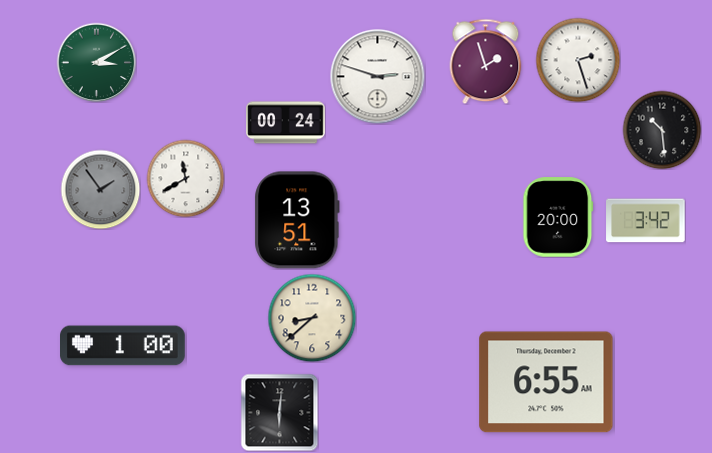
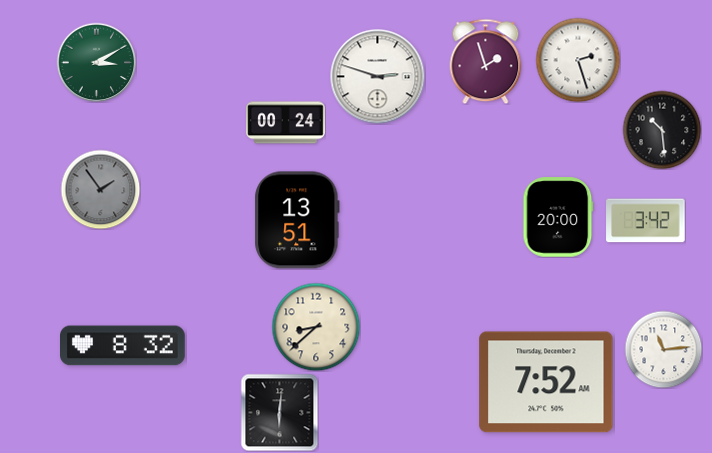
clock at (185, 178): 11:40 -> none
clock at (312, 318) position: (312, 318) -> (316, 327)
clock at (123, 346): 1:00 -> 8:32
clock at (663, 349): none -> 11:14
clock at (546, 382): 6:55 -> 7:52
